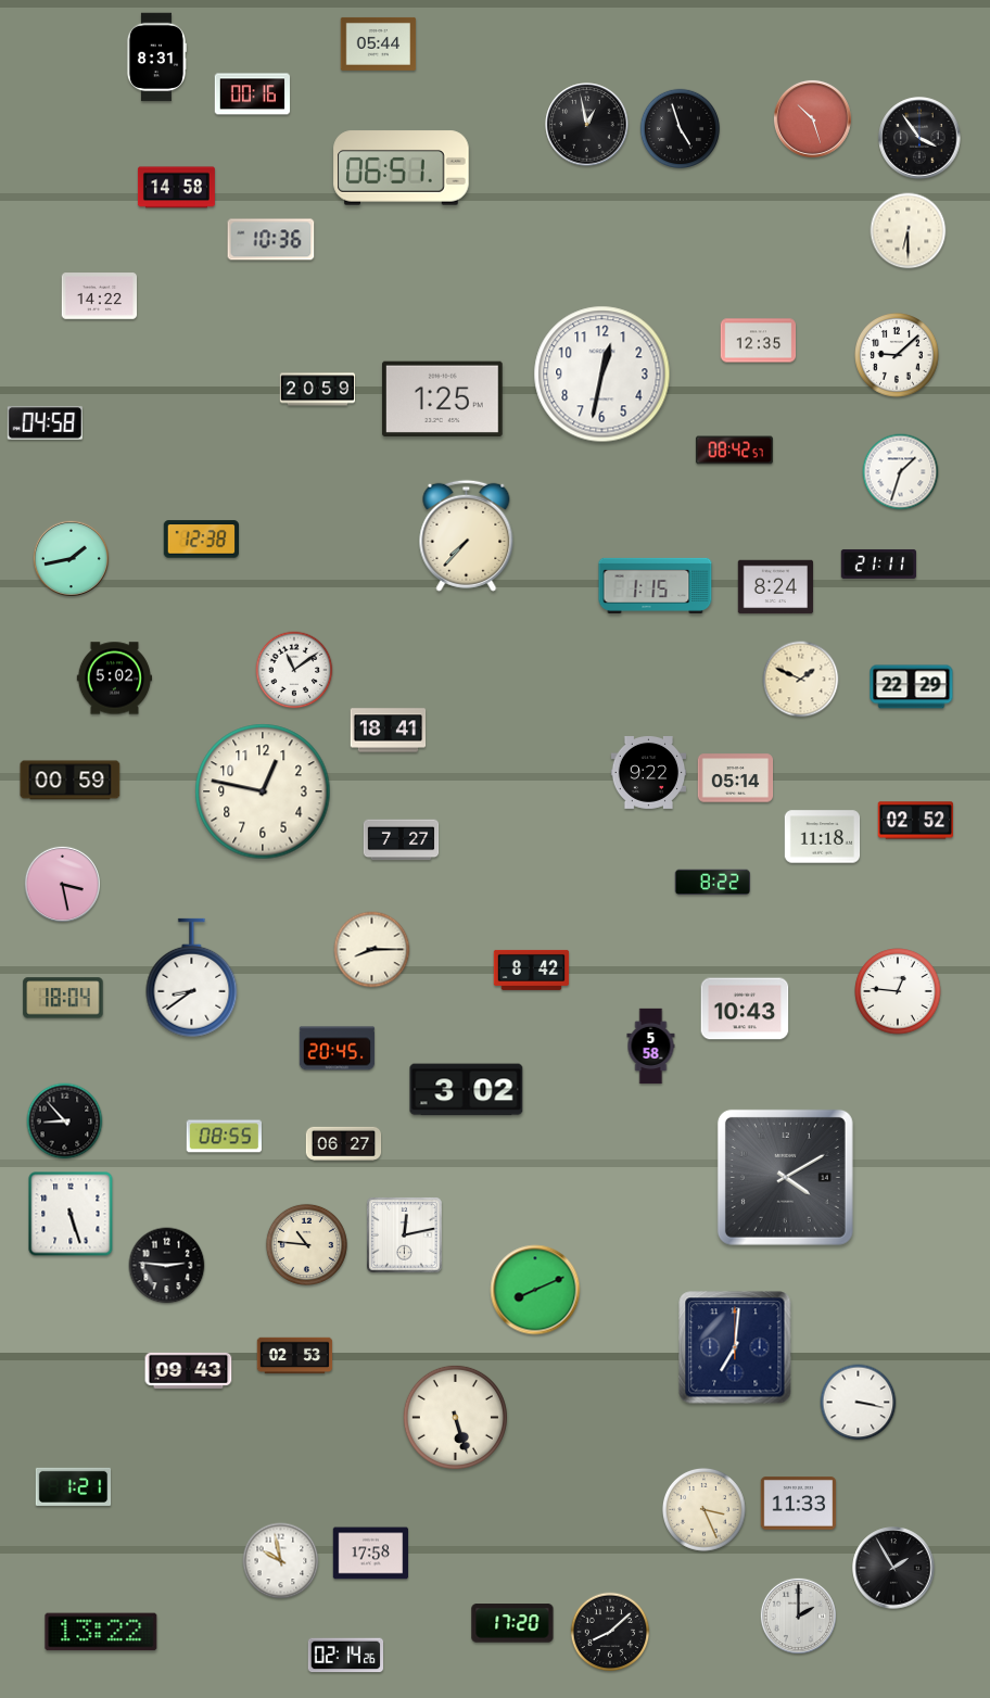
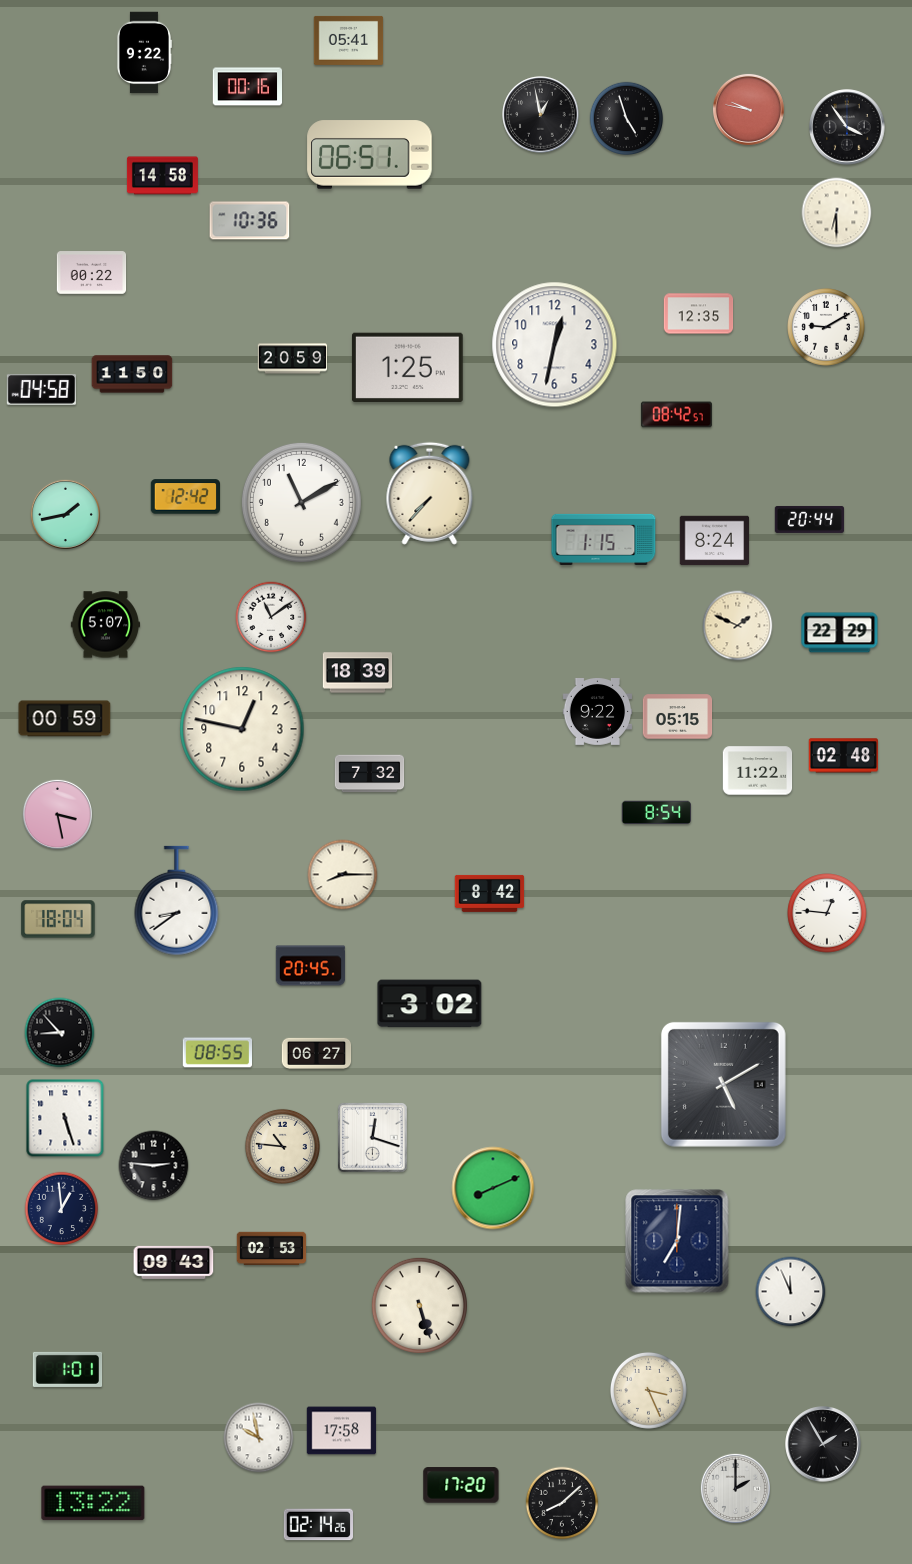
clock at (379, 43): 05:44 -> 05:41
clock at (155, 58): 8:31 -> 9:22
clock at (253, 94) position: (253, 94) -> (248, 87)
clock at (812, 118): 10:27 -> 9:47
clock at (176, 188) position: (176, 188) -> (162, 176)
clock at (100, 296): 14:22 -> 00:22
clock at (898, 356): 9:08 -> 9:10
clock at (132, 374): none -> 11:50
clock at (901, 472): 1:33 -> none
clock at (202, 540): 12:38 -> 12:42
clock at (301, 502): none -> 11:10
clock at (879, 563): 21:11 -> 20:44
clock at (115, 679): 5:02 -> 5:07
clock at (389, 731): 18:41 -> 18:39
clock at (736, 778): 05:14 -> 05:15
clock at (916, 821): 02:52 -> 02:48
clock at (823, 837): 11:18 -> 11:22
clock at (402, 840): 7:27 -> 7:32
clock at (712, 883): 8:22 -> 8:54
clock at (745, 1009): 10:43 -> none
clock at (651, 1047): 5:58 -> none
clock at (224, 1137) position: (224, 1137) -> (217, 1053)
clock at (785, 1177): 4:10 -> 5:10
clock at (405, 1236): 12:13 -> 12:18
clock at (62, 1209): none -> 12:59
clock at (859, 1403): 3:17 -> 11:56
clock at (74, 1486): 1:21 -> 1:01
clock at (799, 1504): 11:33 -> none
clock at (512, 1623) position: (512, 1623) -> (461, 1485)
